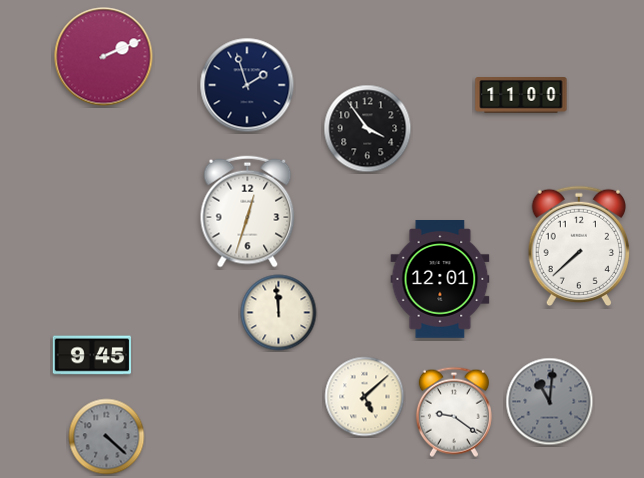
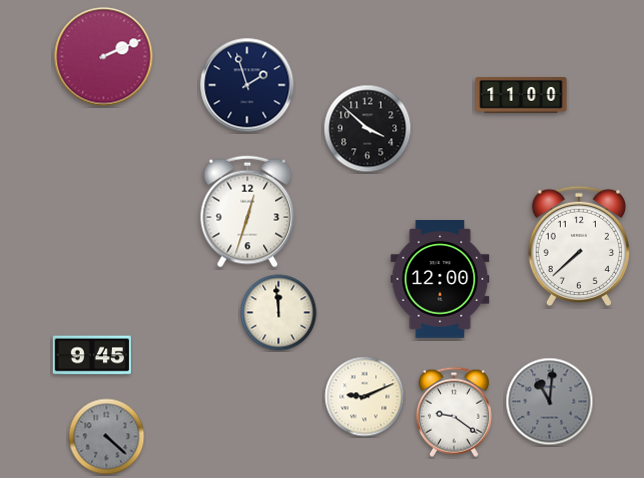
clock at (368, 129): 3:54 -> 3:52
clock at (440, 280): 12:01 -> 12:00
clock at (365, 397): 5:08 -> 9:11
